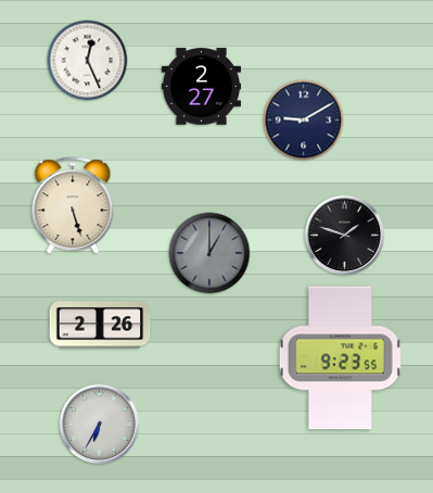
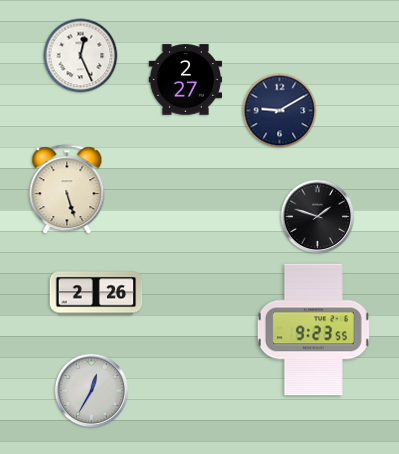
clock at (209, 253): 1:00 -> none
clock at (100, 325) position: (100, 325) -> (96, 293)
clock at (100, 425): 6:35 -> 12:35
